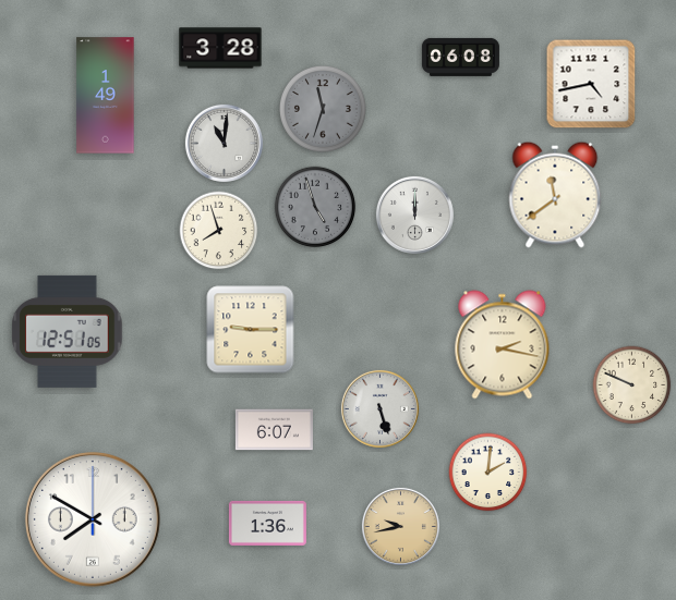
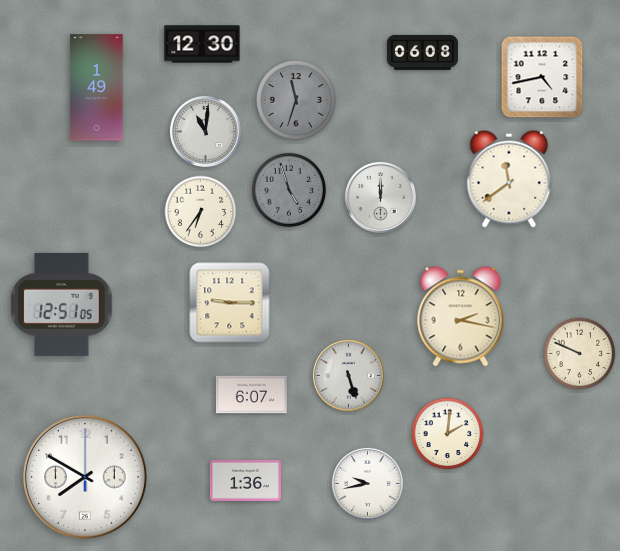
clock at (220, 48): 3:28 -> 12:30
clock at (219, 231): 7:57 -> 6:36
clock at (400, 526) dial: champagne -> white
